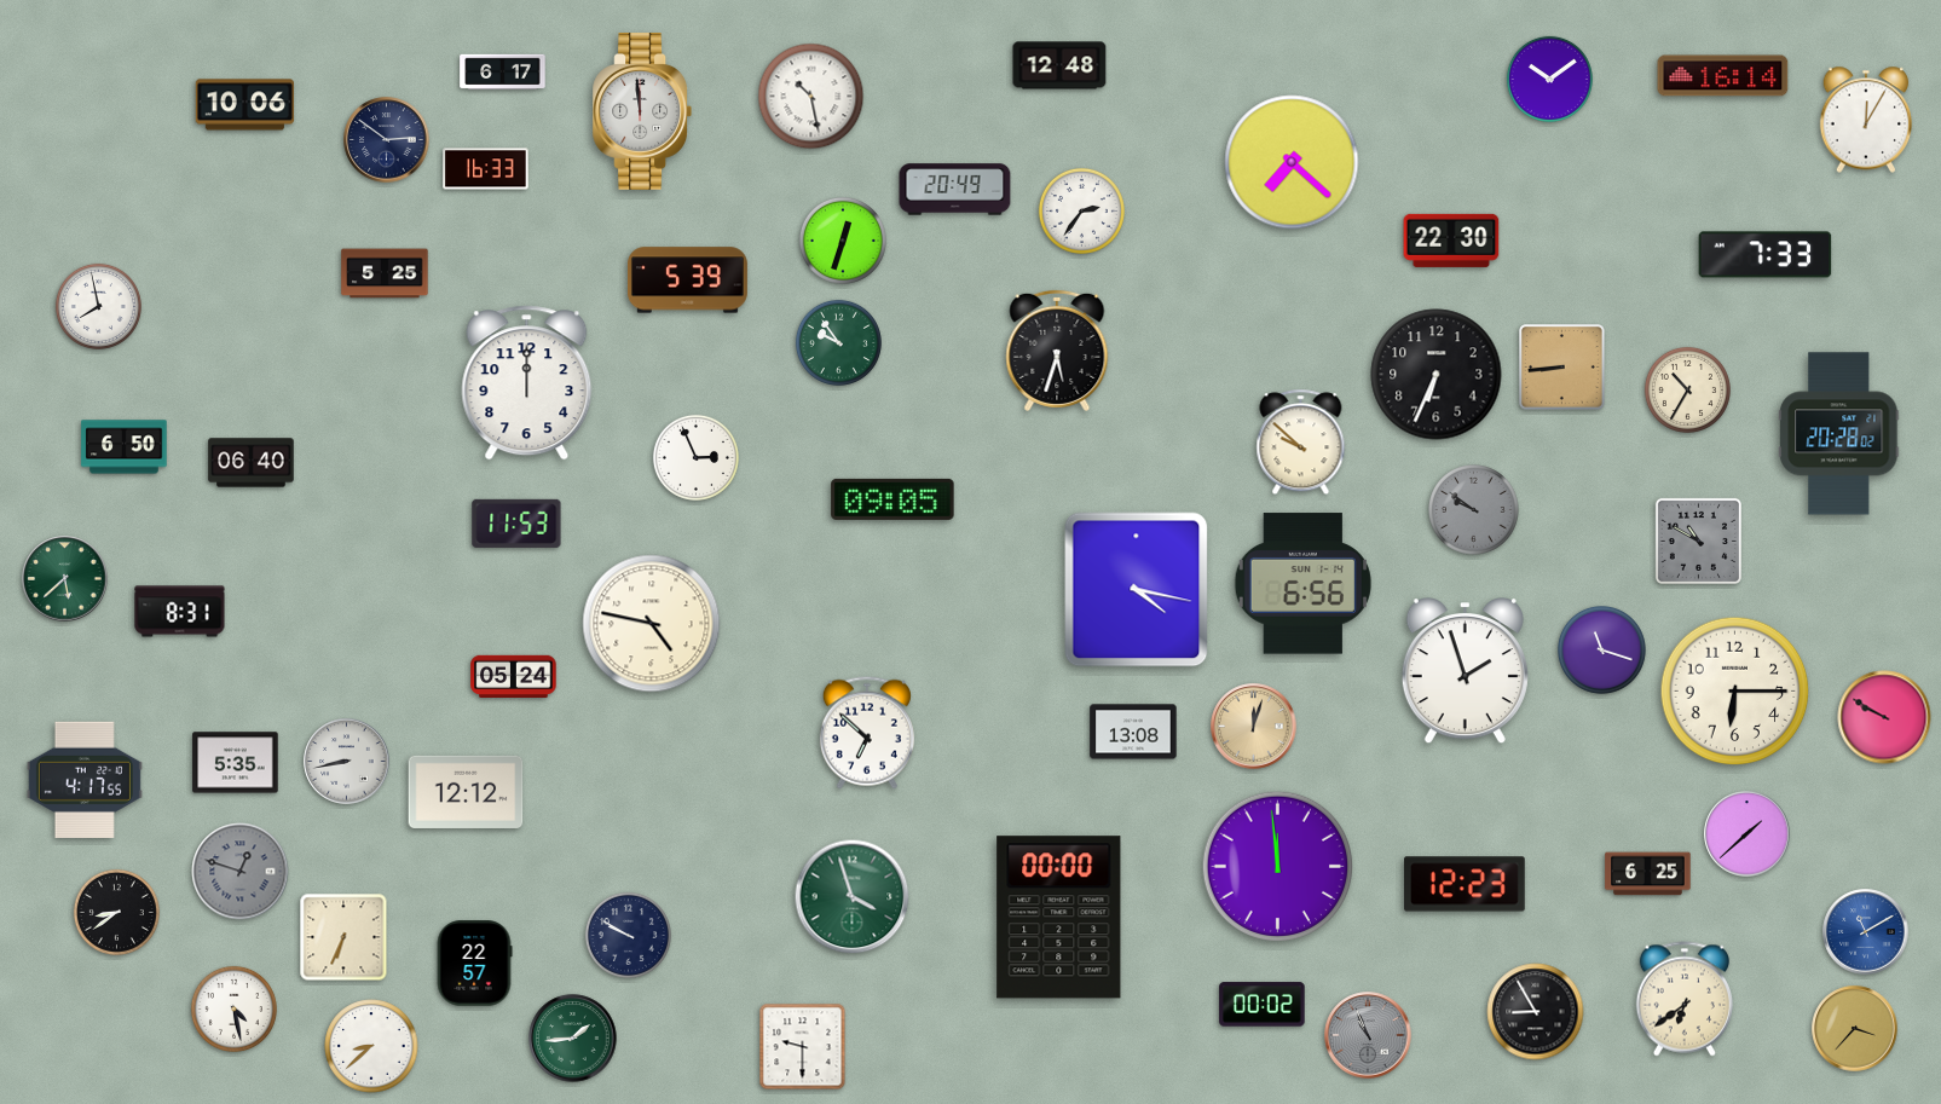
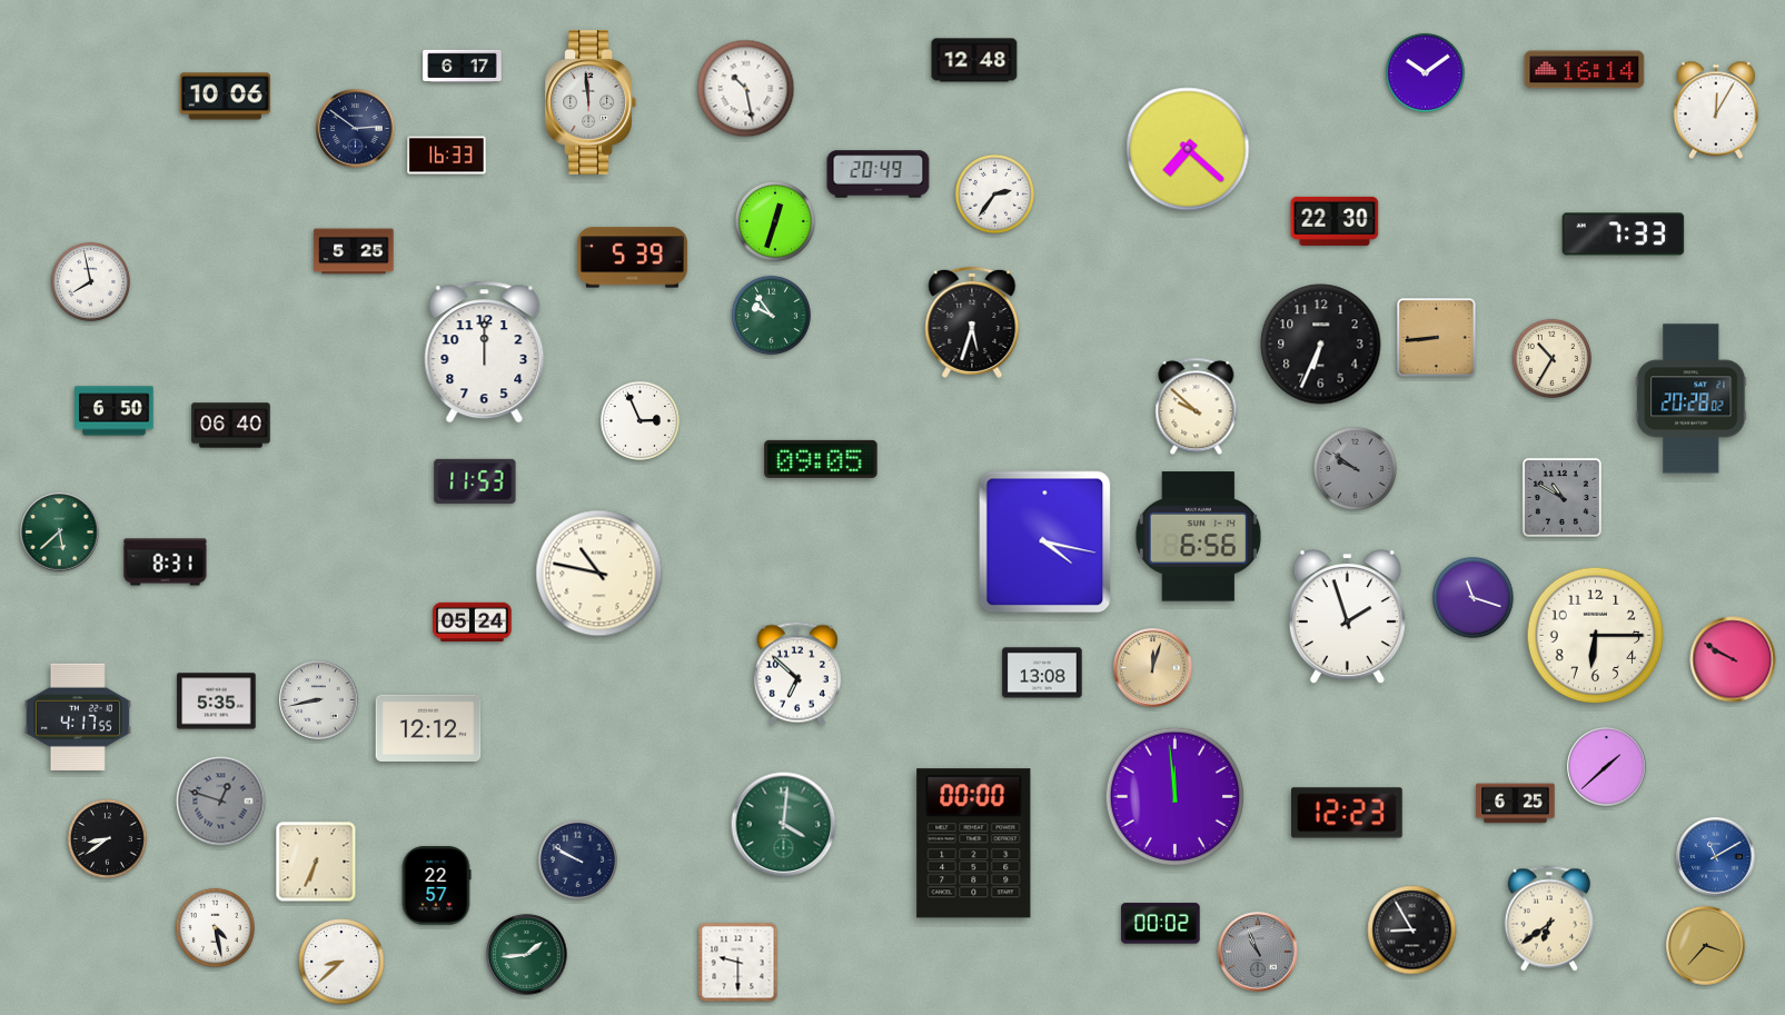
clock at (652, 624): 4:47 -> 10:47
clock at (853, 897): 3:57 -> 4:01
